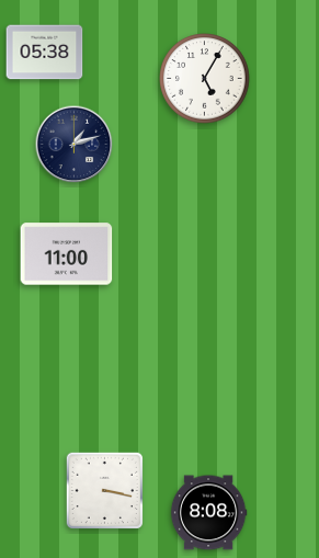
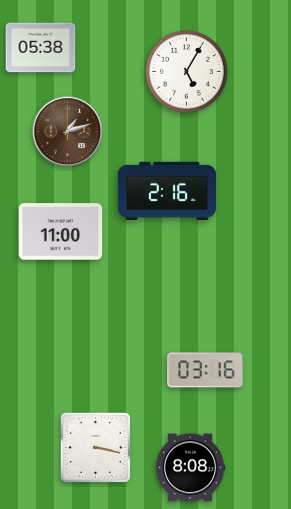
clock at (75, 145) dial: navy -> brown
clock at (167, 190): none -> 2:16
clock at (205, 370): none -> 03:16
